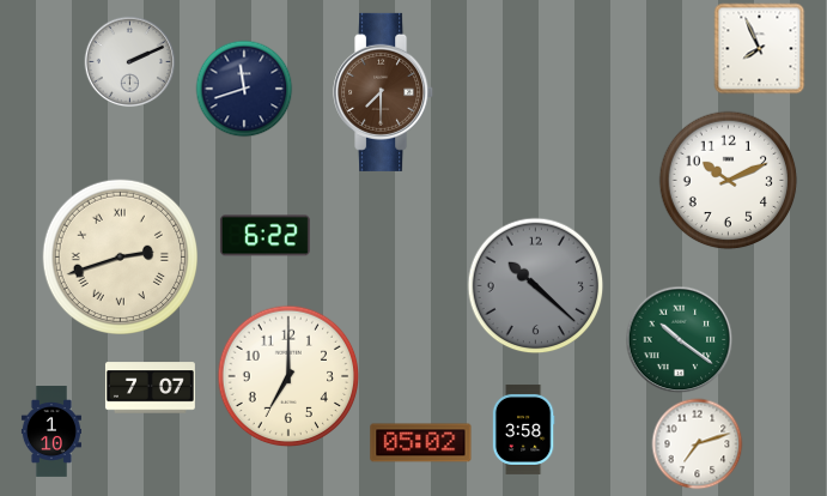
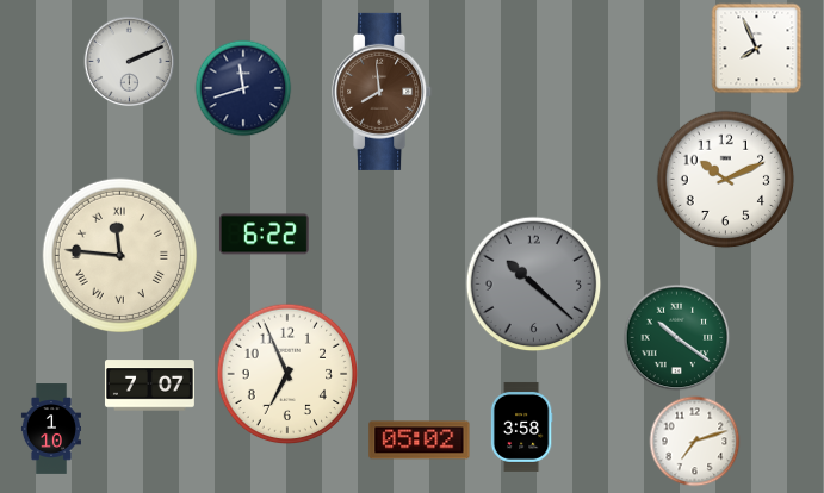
clock at (384, 92): 7:30 -> 7:59
clock at (120, 256): 2:42 -> 11:46
clock at (288, 376): 7:00 -> 6:56
